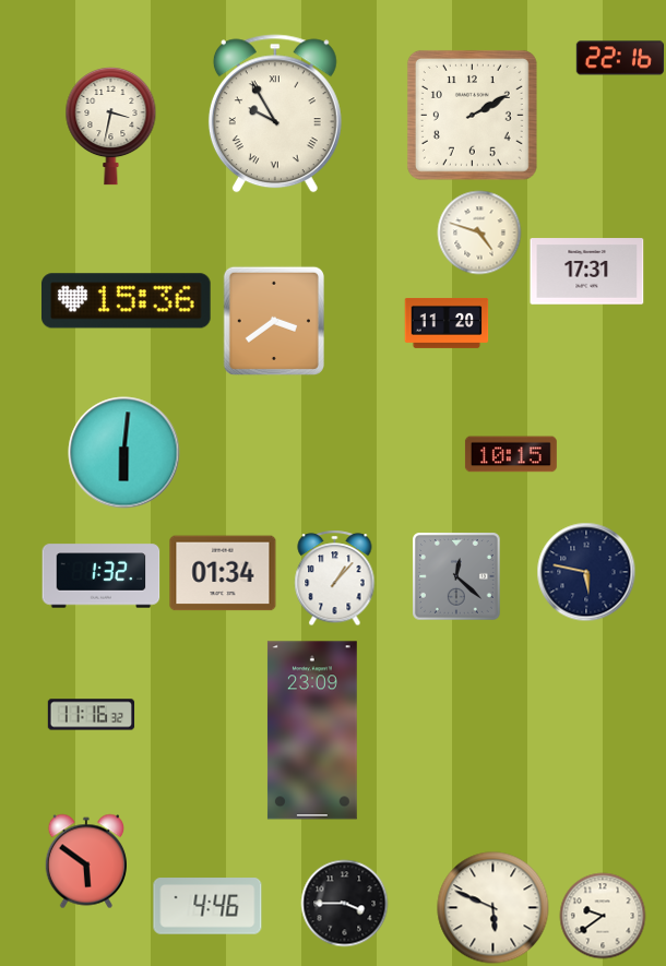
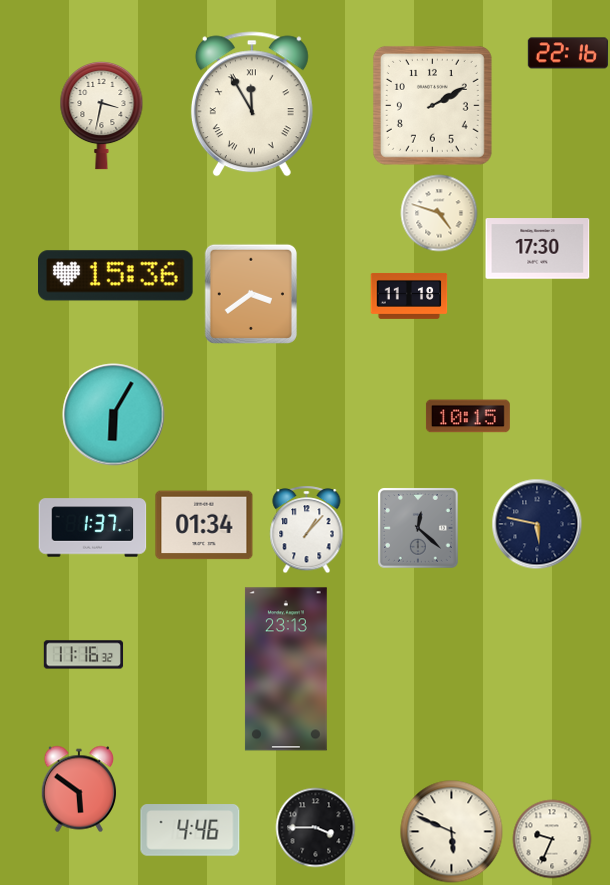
clock at (275, 114): 9:55 -> 11:55
clock at (587, 272): 17:31 -> 17:30
clock at (447, 323): 11:20 -> 11:18
clock at (124, 453): 6:01 -> 6:05
clock at (102, 576): 1:32 -> 1:37
clock at (312, 730): 23:09 -> 23:13
clock at (603, 916): 9:39 -> 9:34
